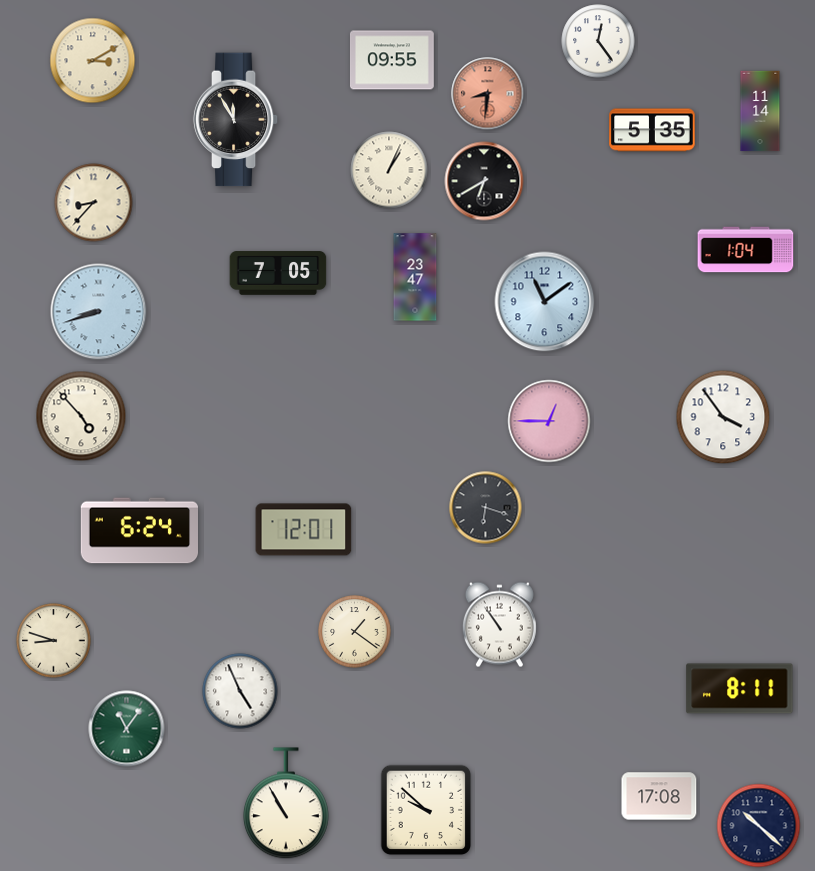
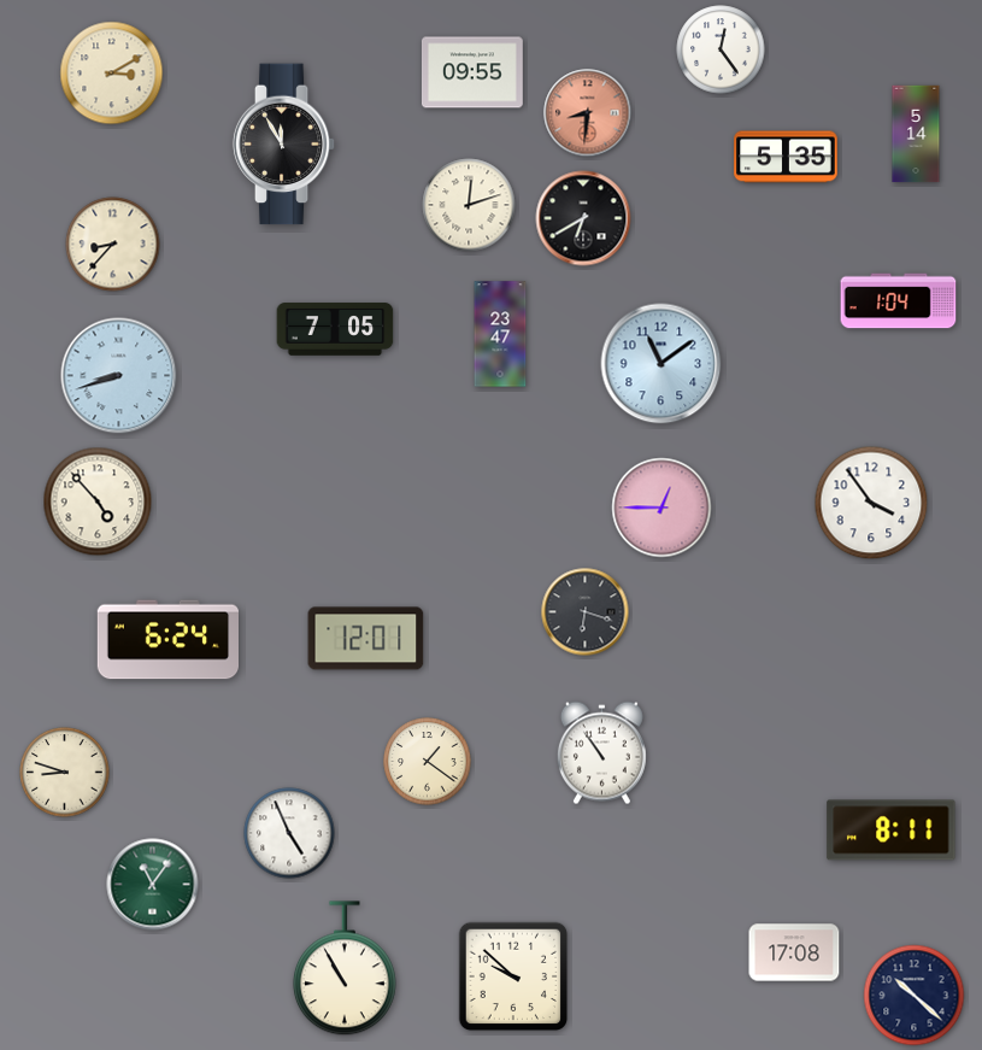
clock at (760, 111): 11:14 -> 5:14
clock at (389, 170): 1:04 -> 12:12
clock at (545, 302) position: (545, 302) -> (661, 364)
clock at (127, 729) position: (127, 729) -> (153, 885)
clock at (659, 796) position: (659, 796) -> (794, 952)
